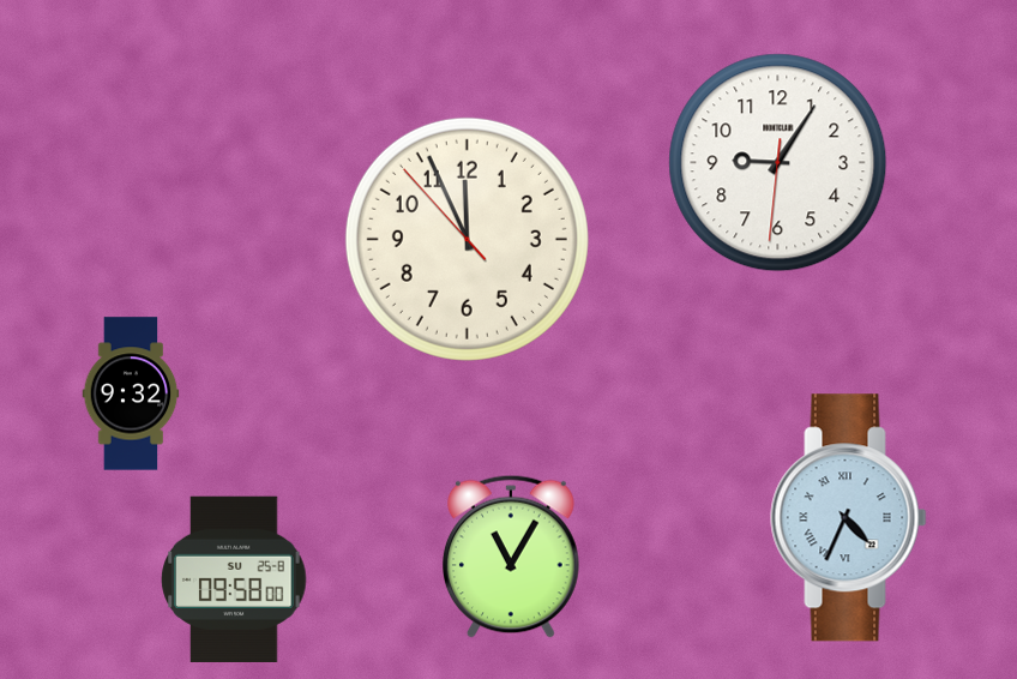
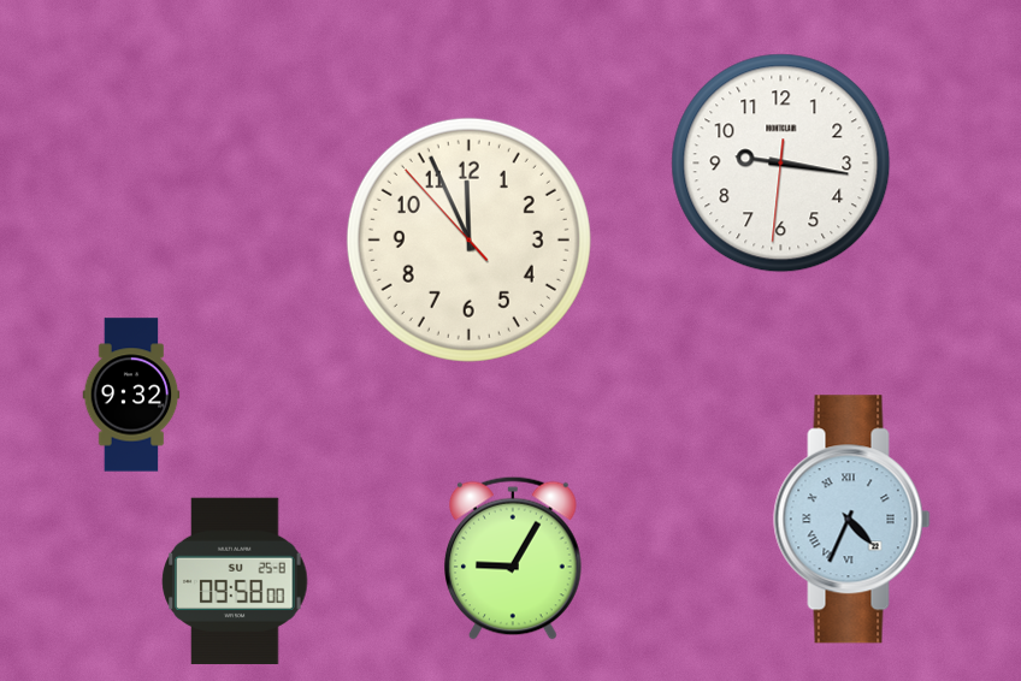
clock at (778, 163): 9:05 -> 9:16
clock at (512, 557): 11:05 -> 9:05
